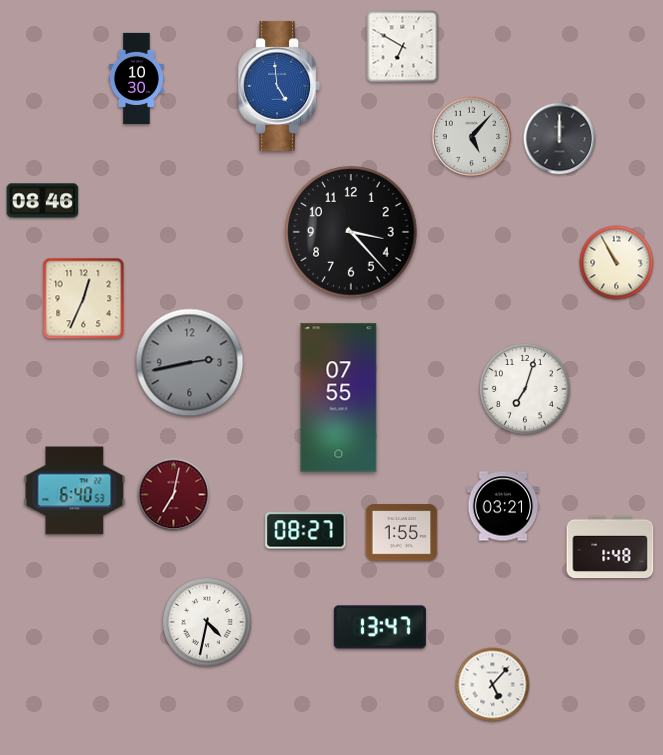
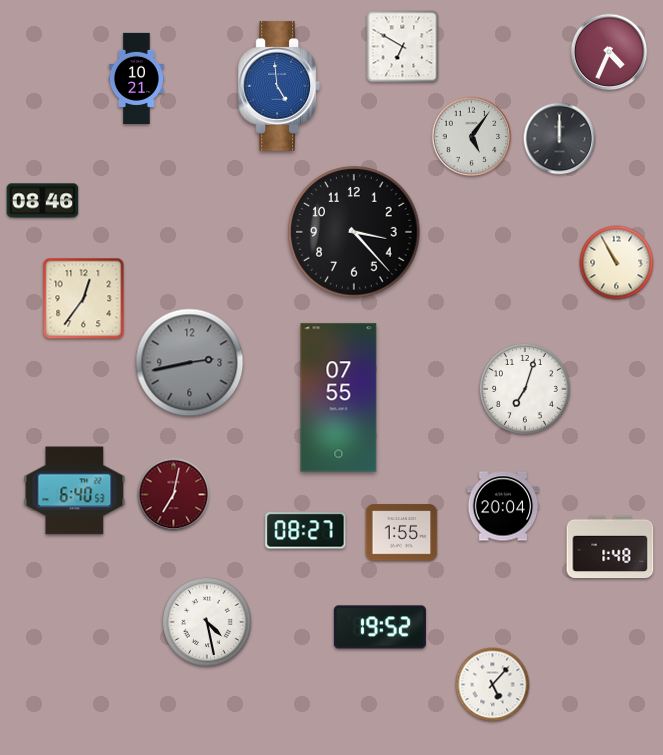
clock at (609, 52): none -> 4:34
clock at (136, 78): 10:30 -> 10:21
clock at (472, 137): 5:07 -> 5:06
clock at (351, 232) position: (351, 232) -> (354, 232)
clock at (84, 299): 12:34 -> 12:36
clock at (503, 506): 03:21 -> 20:04
clock at (207, 622): 4:32 -> 4:28
clock at (380, 627): 13:47 -> 19:52
